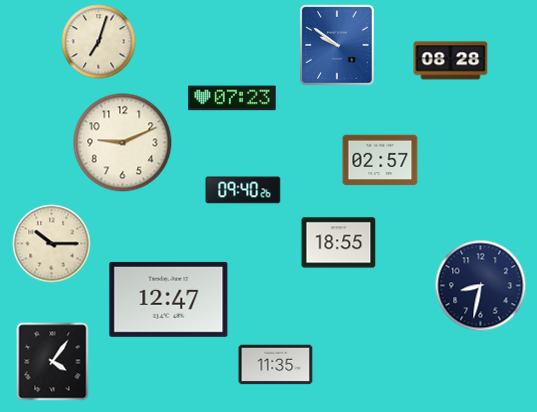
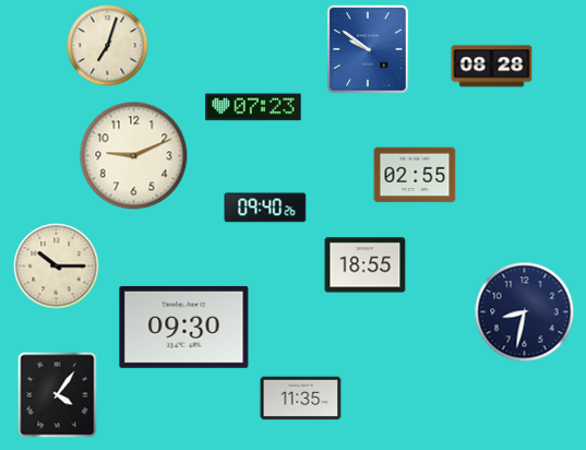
clock at (380, 160): 02:57 -> 02:55
clock at (339, 243) position: (339, 243) -> (366, 265)
clock at (169, 299): 12:47 -> 09:30
